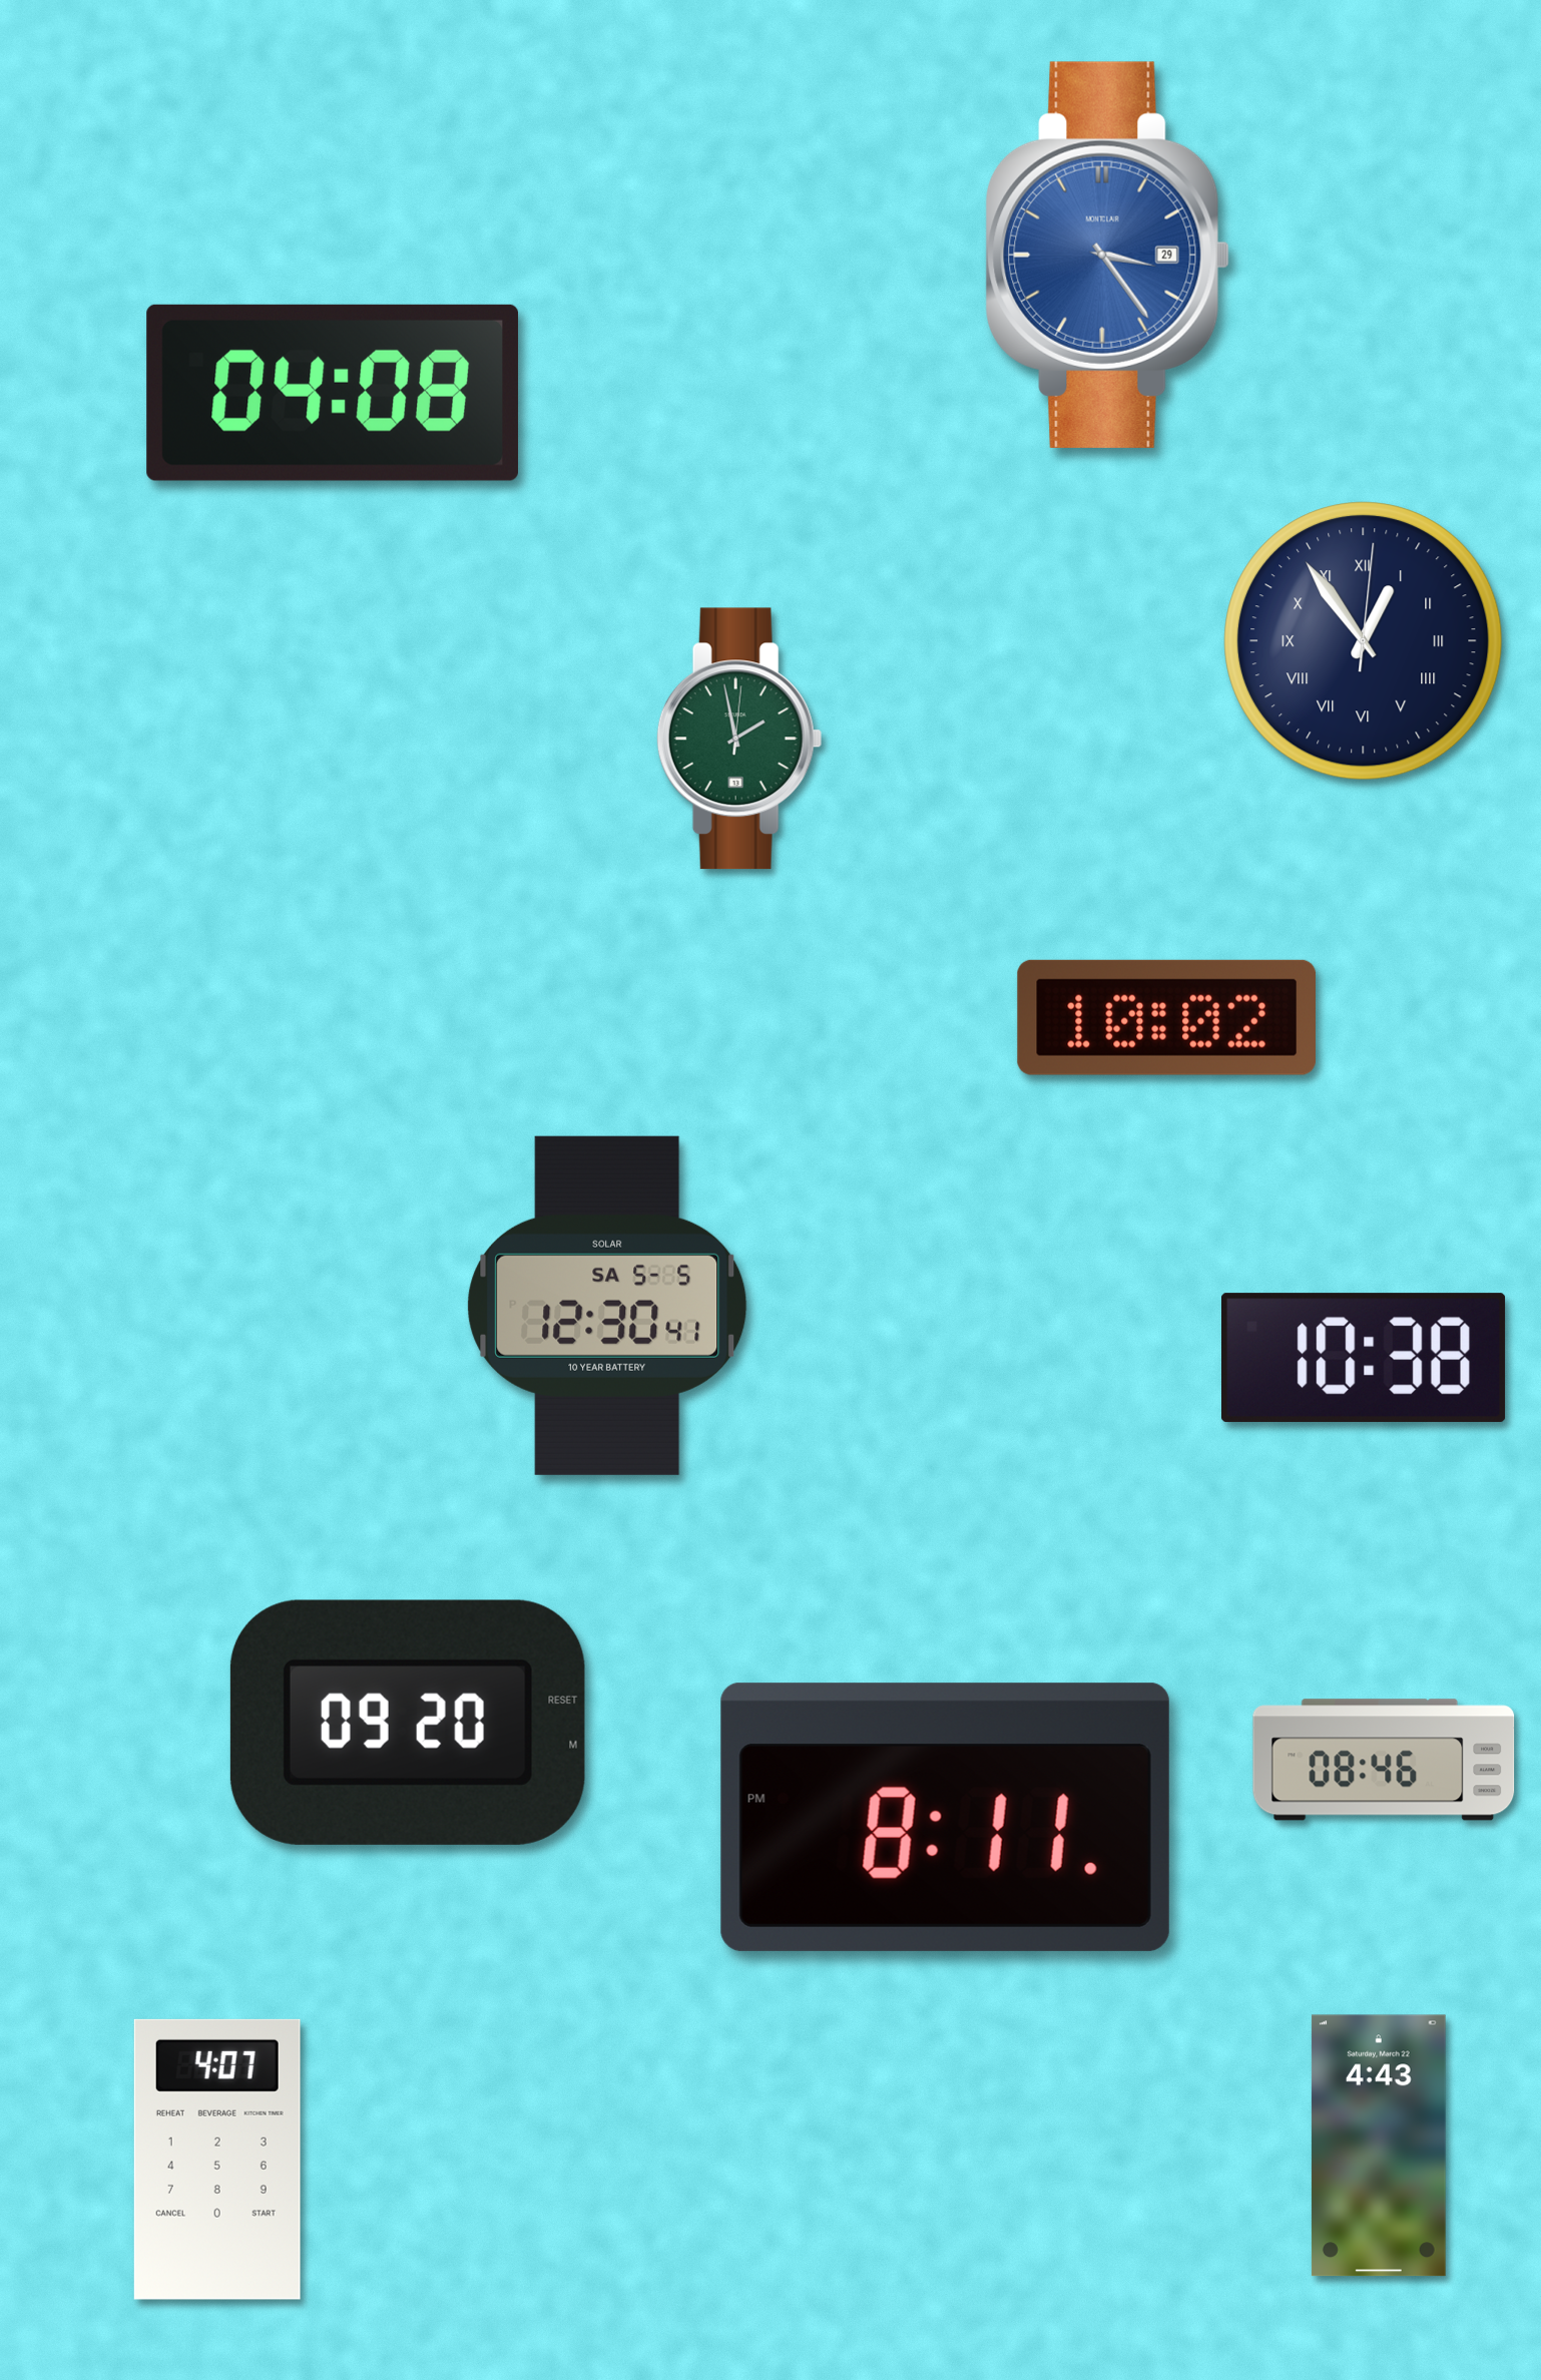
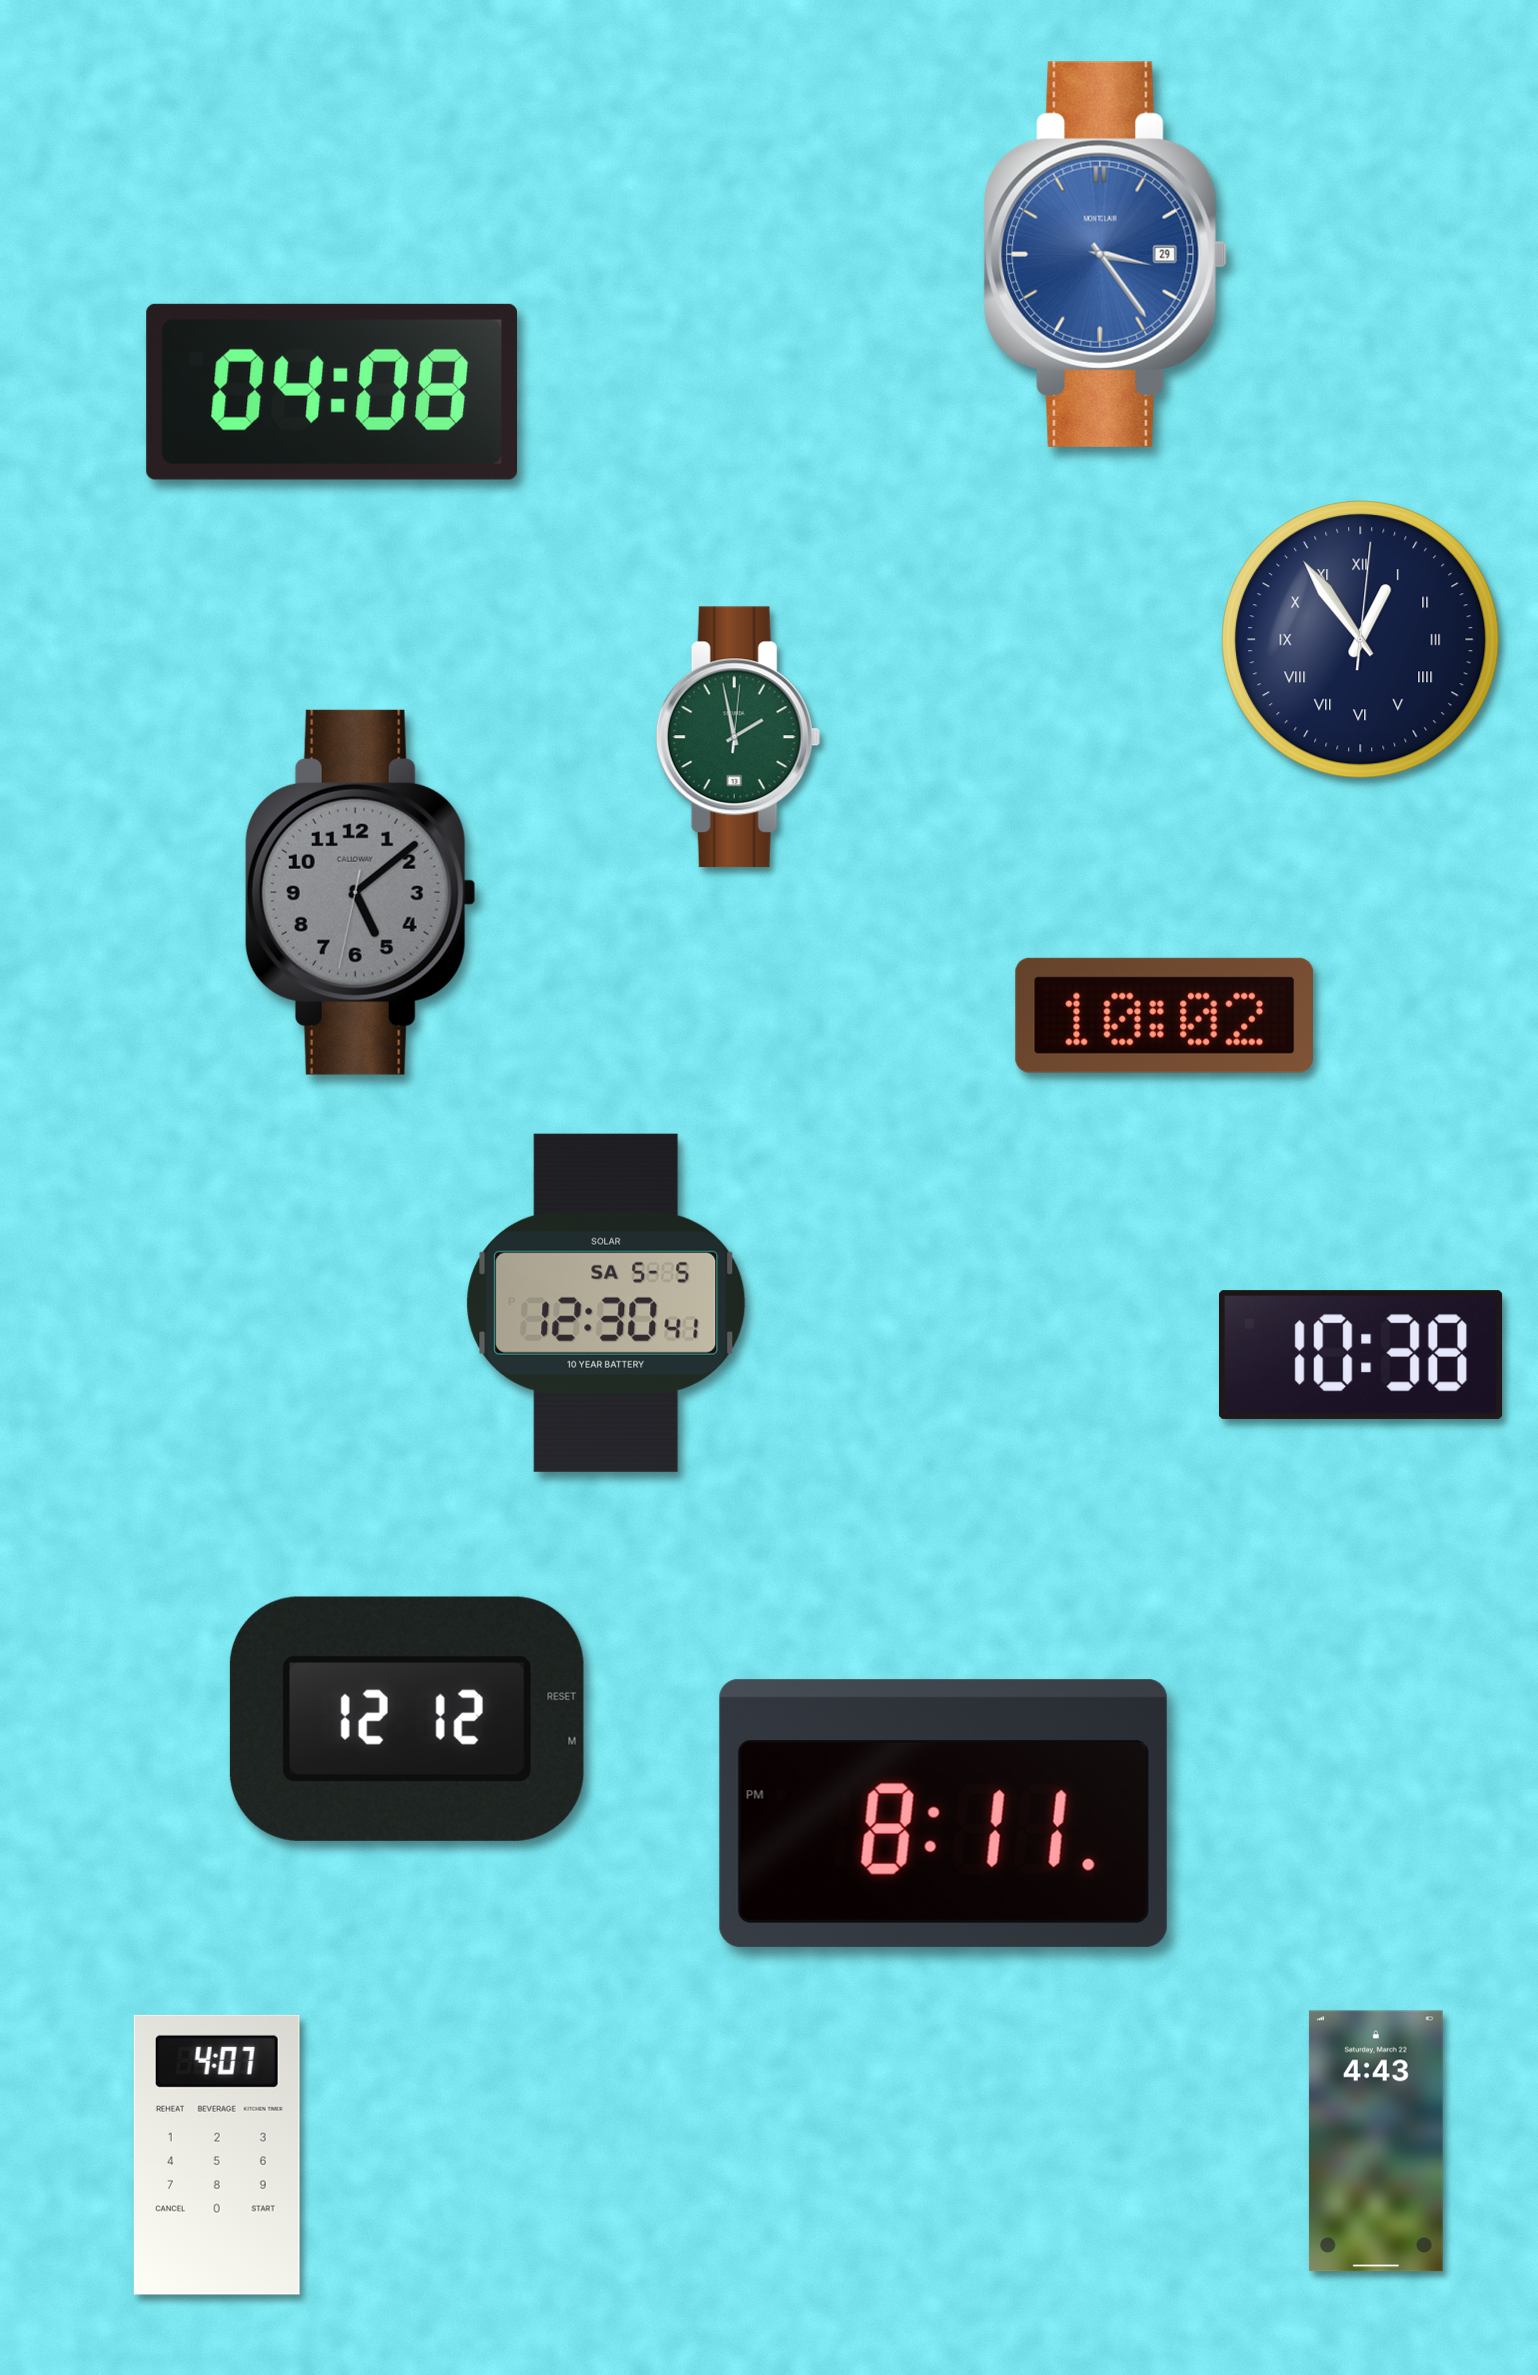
clock at (360, 892): none -> 5:08
clock at (408, 1723): 09:20 -> 12:12
clock at (1384, 1760): 08:46 -> none
